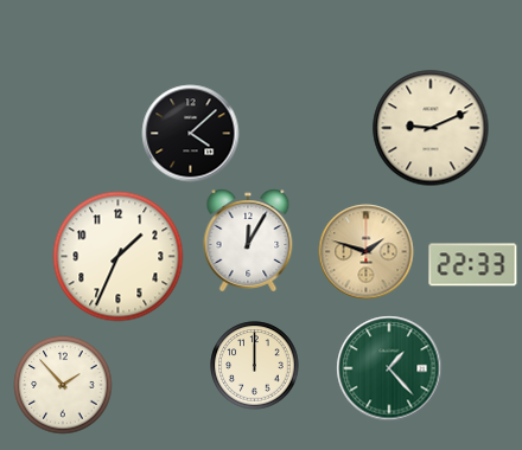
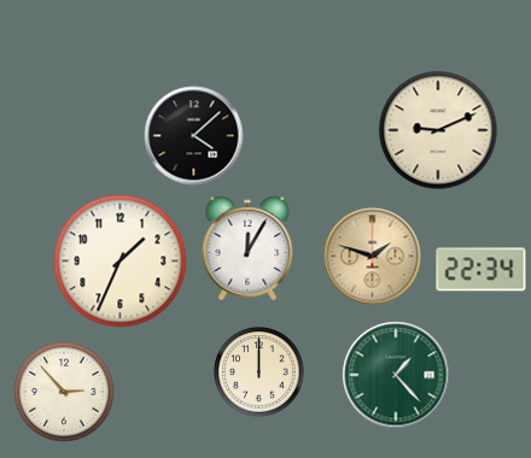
clock at (248, 240) position: (248, 240) -> (247, 248)
clock at (473, 265): 22:33 -> 22:34
clock at (63, 385): 1:53 -> 2:53
